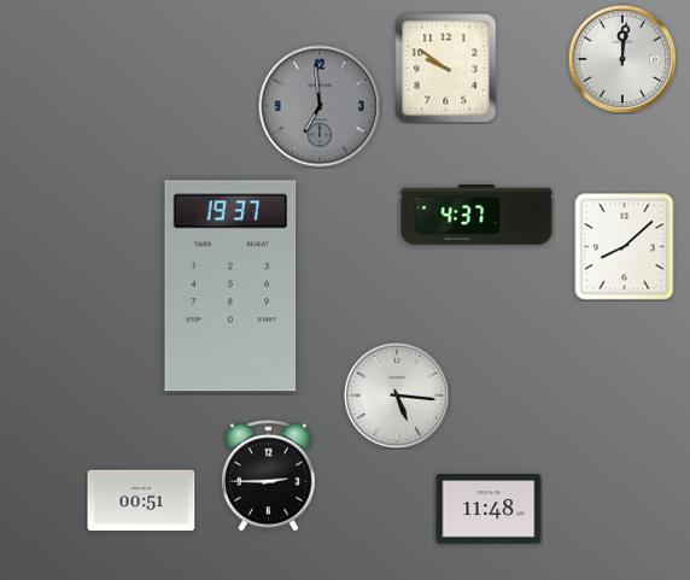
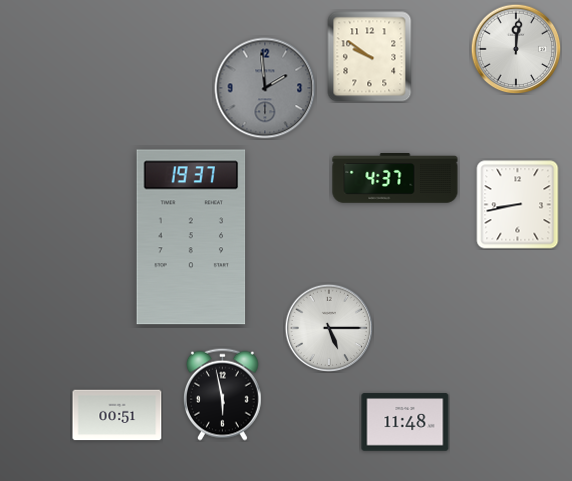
clock at (320, 106): 6:59 -> 1:59
clock at (625, 247): 8:08 -> 8:43
clock at (397, 396): 5:16 -> 5:15
clock at (268, 475): 2:45 -> 5:58
